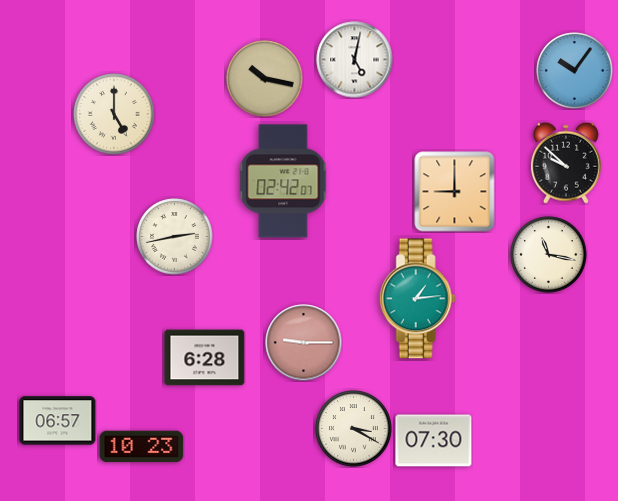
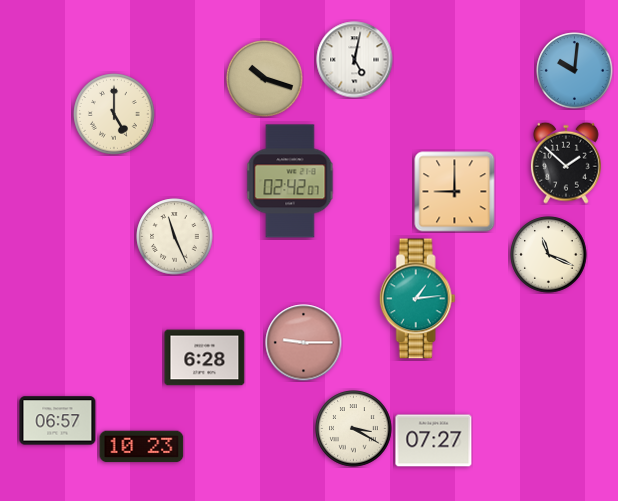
clock at (575, 71): 10:06 -> 10:01
clock at (265, 79): 10:17 -> 10:18
clock at (566, 163): 9:52 -> 1:52
clock at (283, 181) position: (283, 181) -> (290, 181)
clock at (175, 237): 2:43 -> 11:26
clock at (549, 255): 11:17 -> 11:19
clock at (434, 441): 07:30 -> 07:27
